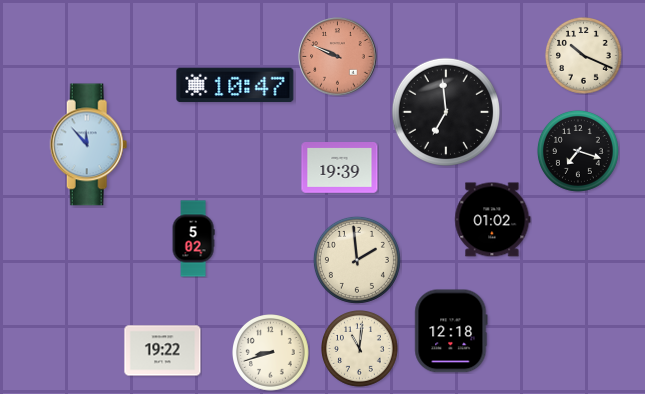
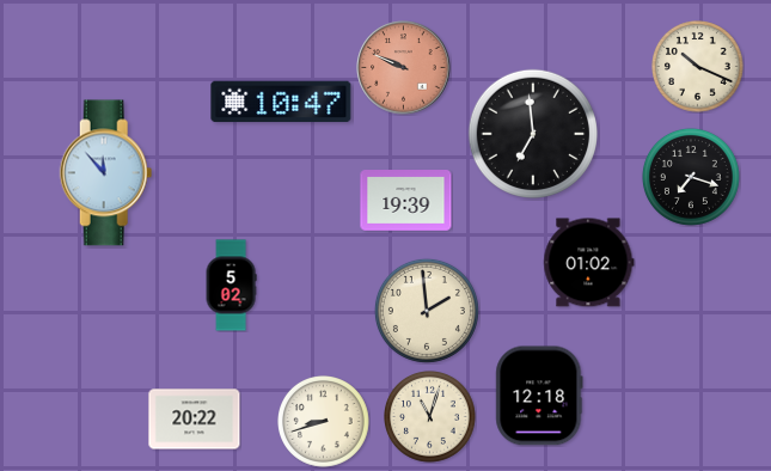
clock at (578, 151) position: (578, 151) -> (691, 177)
clock at (360, 349): 11:01 -> 11:03
clock at (163, 351): 19:22 -> 20:22
